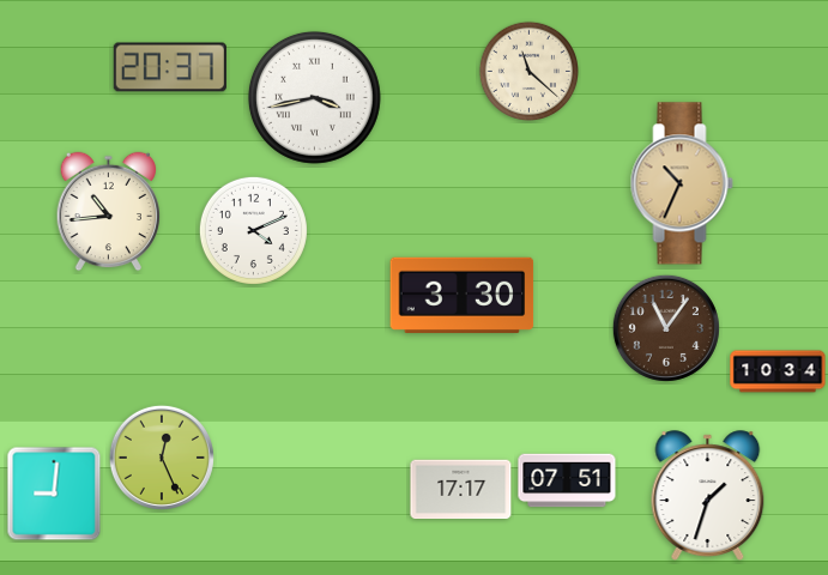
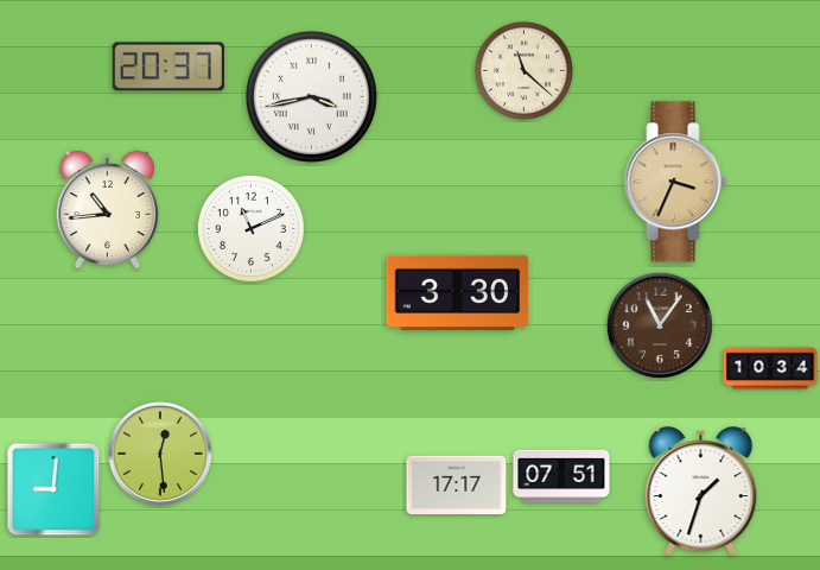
clock at (682, 183): 10:34 -> 3:34
clock at (253, 230): 4:11 -> 11:11
clock at (162, 458): 12:26 -> 12:29
